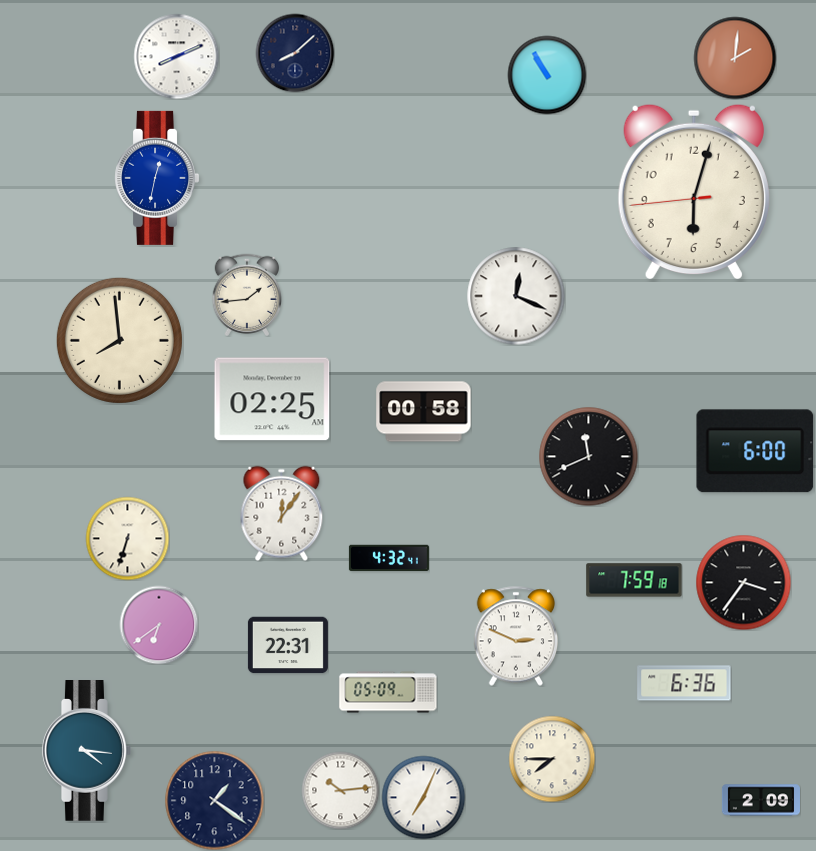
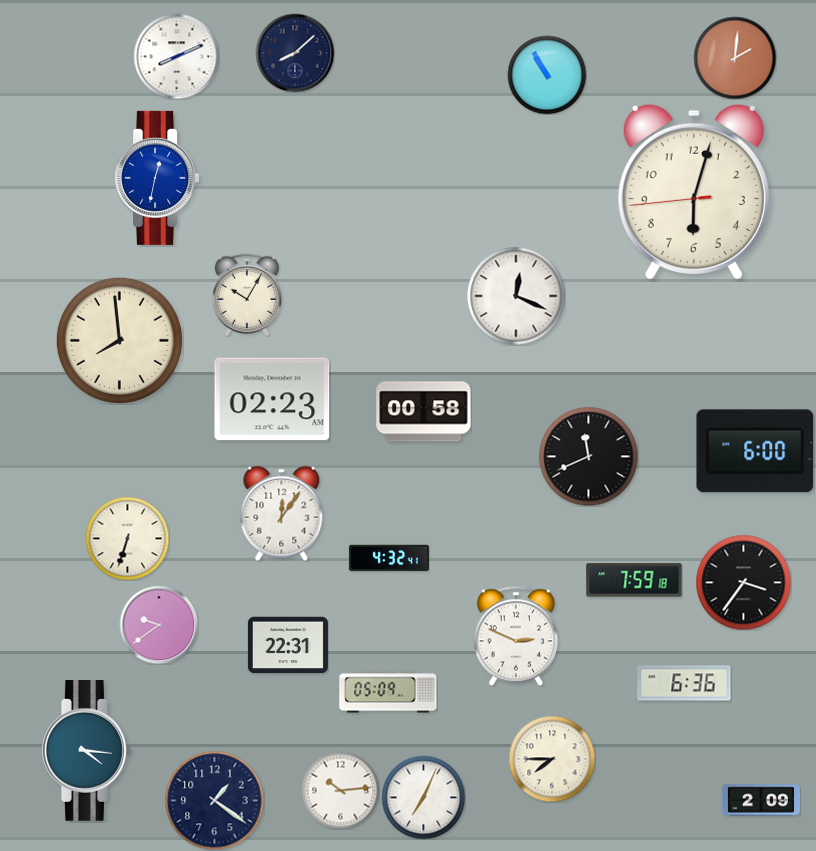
clock at (247, 294): 1:44 -> 10:05
clock at (272, 399): 02:25 -> 02:23
clock at (159, 625): 6:39 -> 9:39
